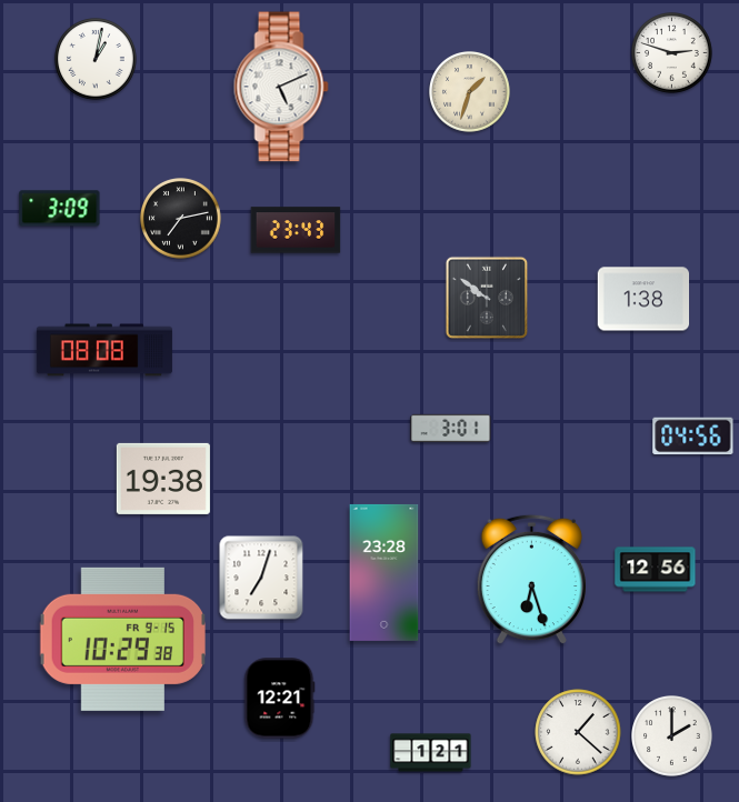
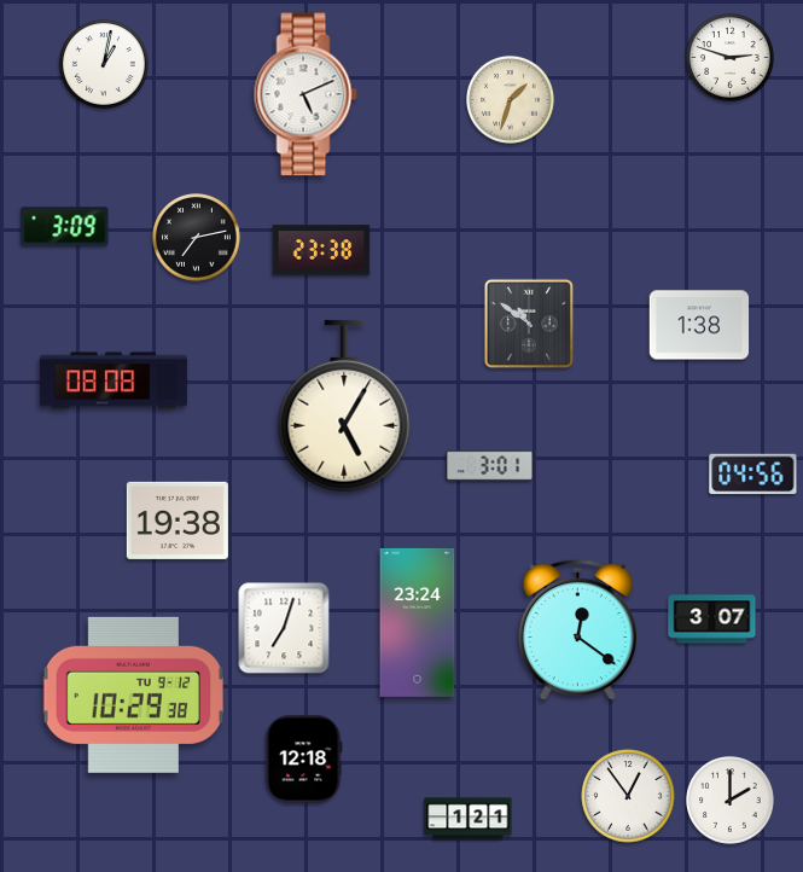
clock at (296, 230): 23:43 -> 23:38
clock at (486, 297): 9:51 -> 10:51
clock at (344, 406): none -> 5:05
clock at (656, 570): 12:56 -> 3:07
clock at (385, 572): 23:28 -> 23:24
clock at (531, 580): 6:27 -> 12:21
clock at (122, 639) date: FR 9-15 -> TU 9-12
clock at (280, 699): 12:21 -> 12:18
clock at (578, 732): 1:22 -> 12:54
